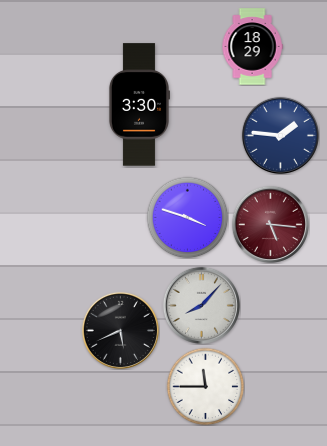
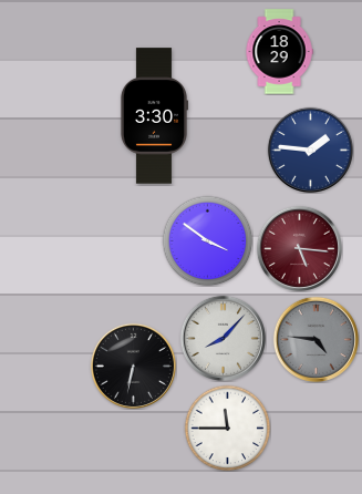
clock at (187, 217): 3:48 -> 3:51
clock at (316, 339): none -> 4:46
clock at (120, 330): 5:41 -> 6:32
